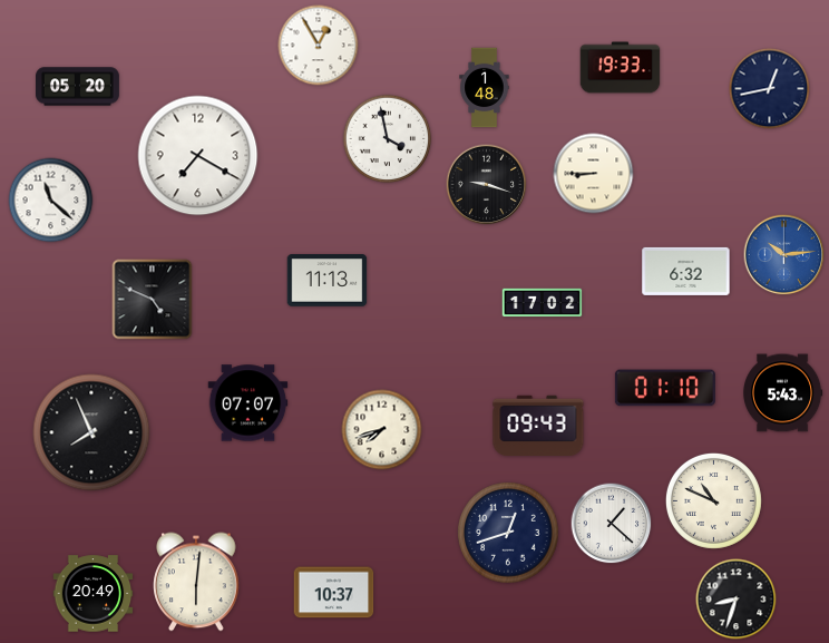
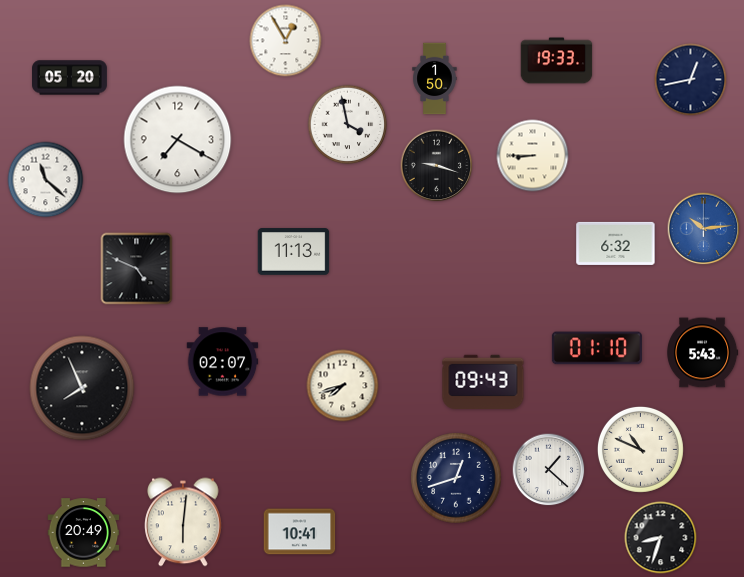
clock at (485, 88): 1:48 -> 1:50
clock at (543, 303): 17:02 -> none
clock at (248, 403): 07:07 -> 02:07
clock at (196, 582) position: (196, 582) -> (183, 522)
clock at (334, 593): 10:37 -> 10:41
